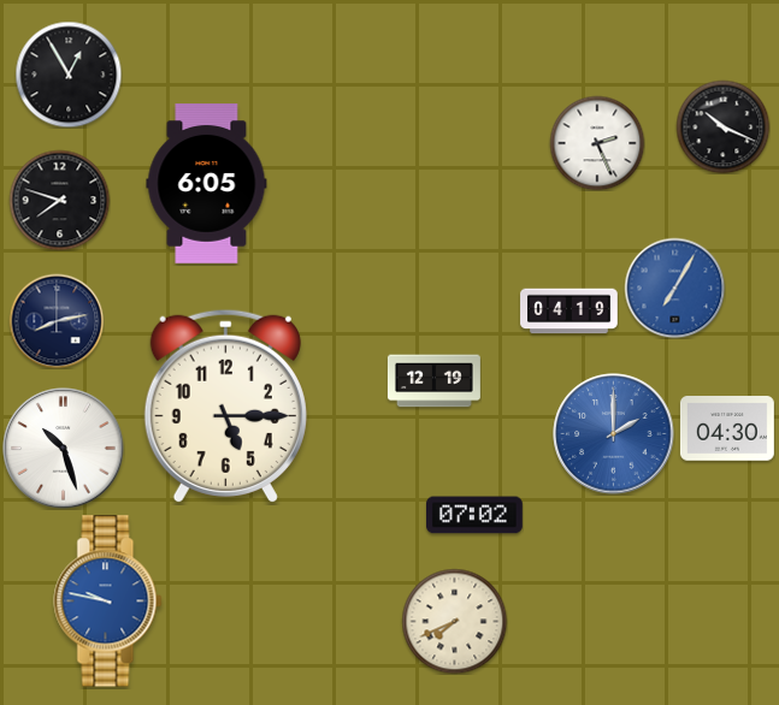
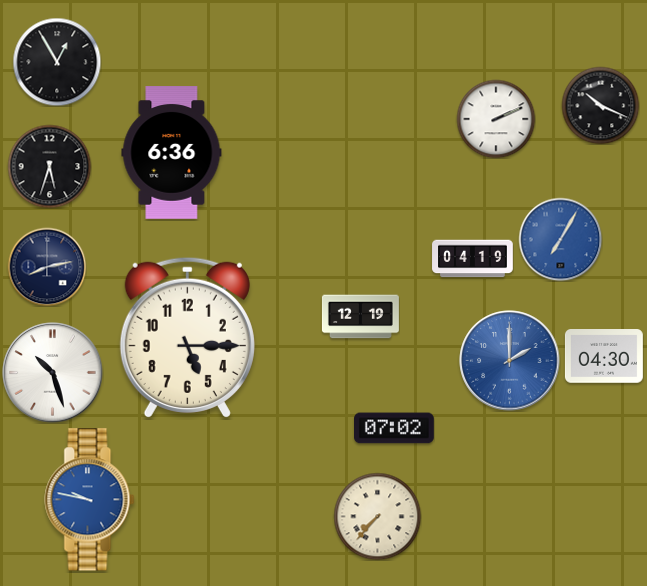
clock at (597, 143): 2:26 -> 2:11
clock at (207, 184): 6:05 -> 6:36
clock at (59, 200): 7:48 -> 5:33
clock at (454, 621): 7:41 -> 7:37
